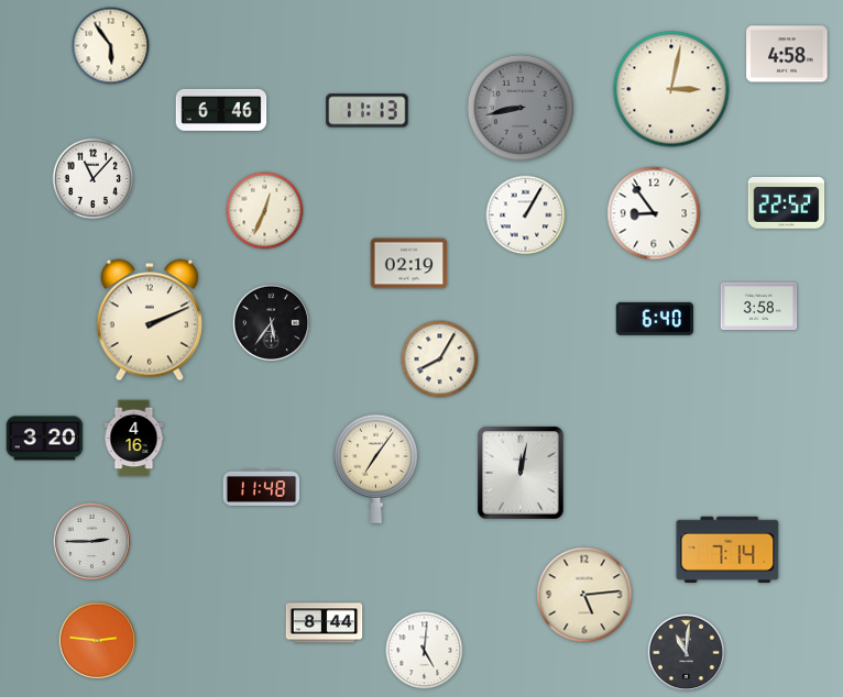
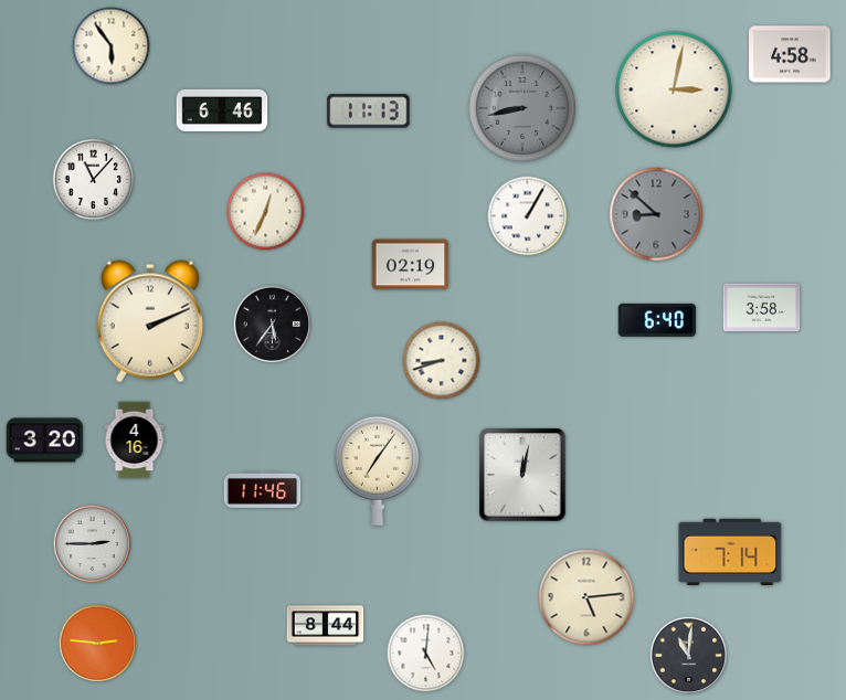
clock at (787, 203): 22:52 -> none
clock at (654, 213): 8:54 -> 8:52
clock at (654, 213) dial: white -> grey
clock at (440, 359): 8:05 -> 8:42
clock at (262, 487): 11:48 -> 11:46
